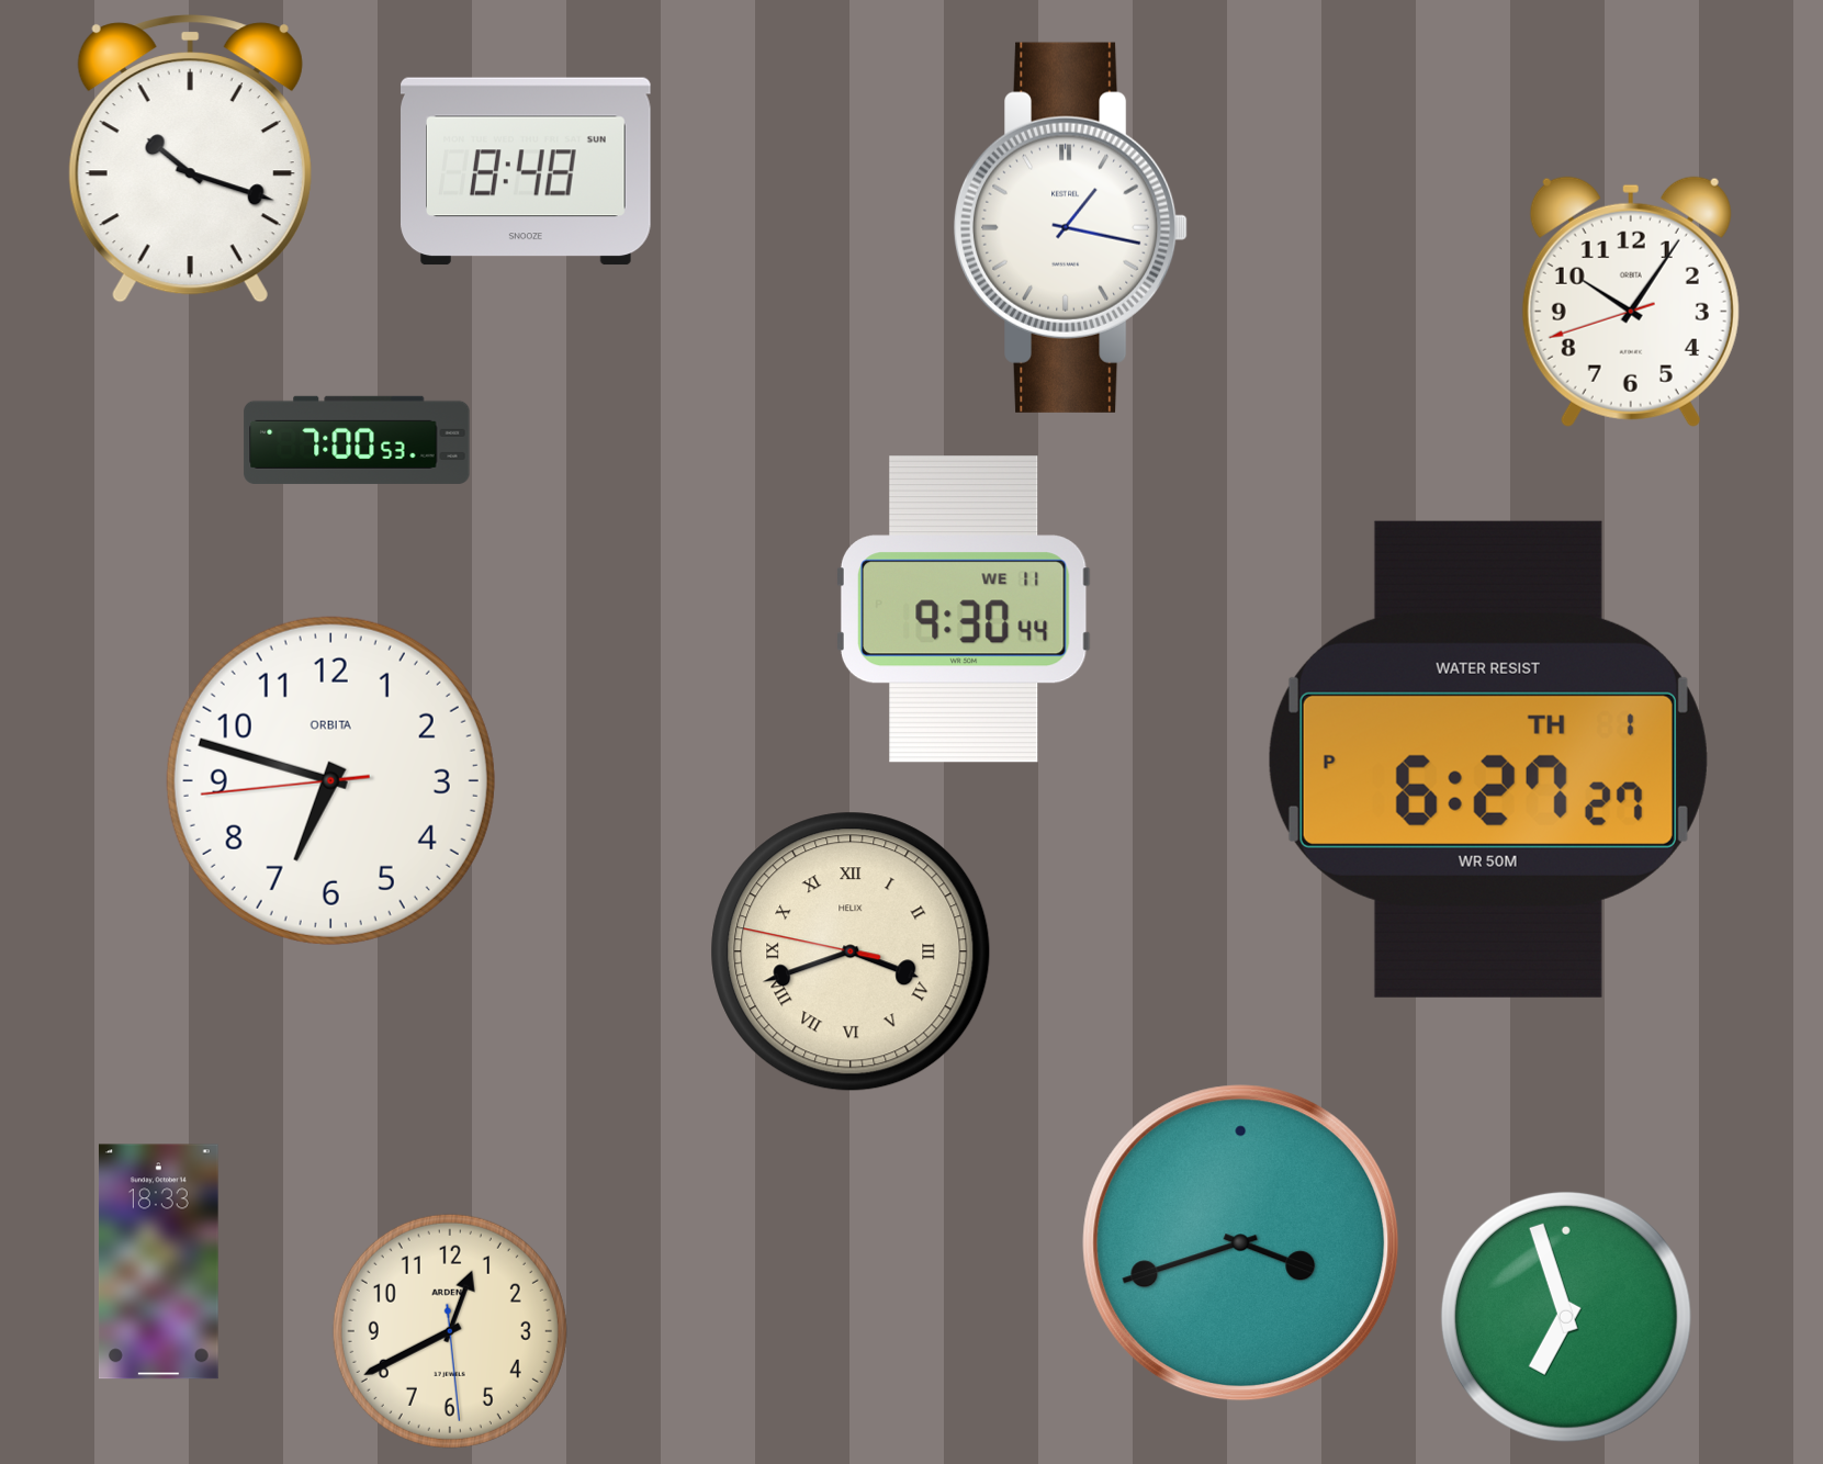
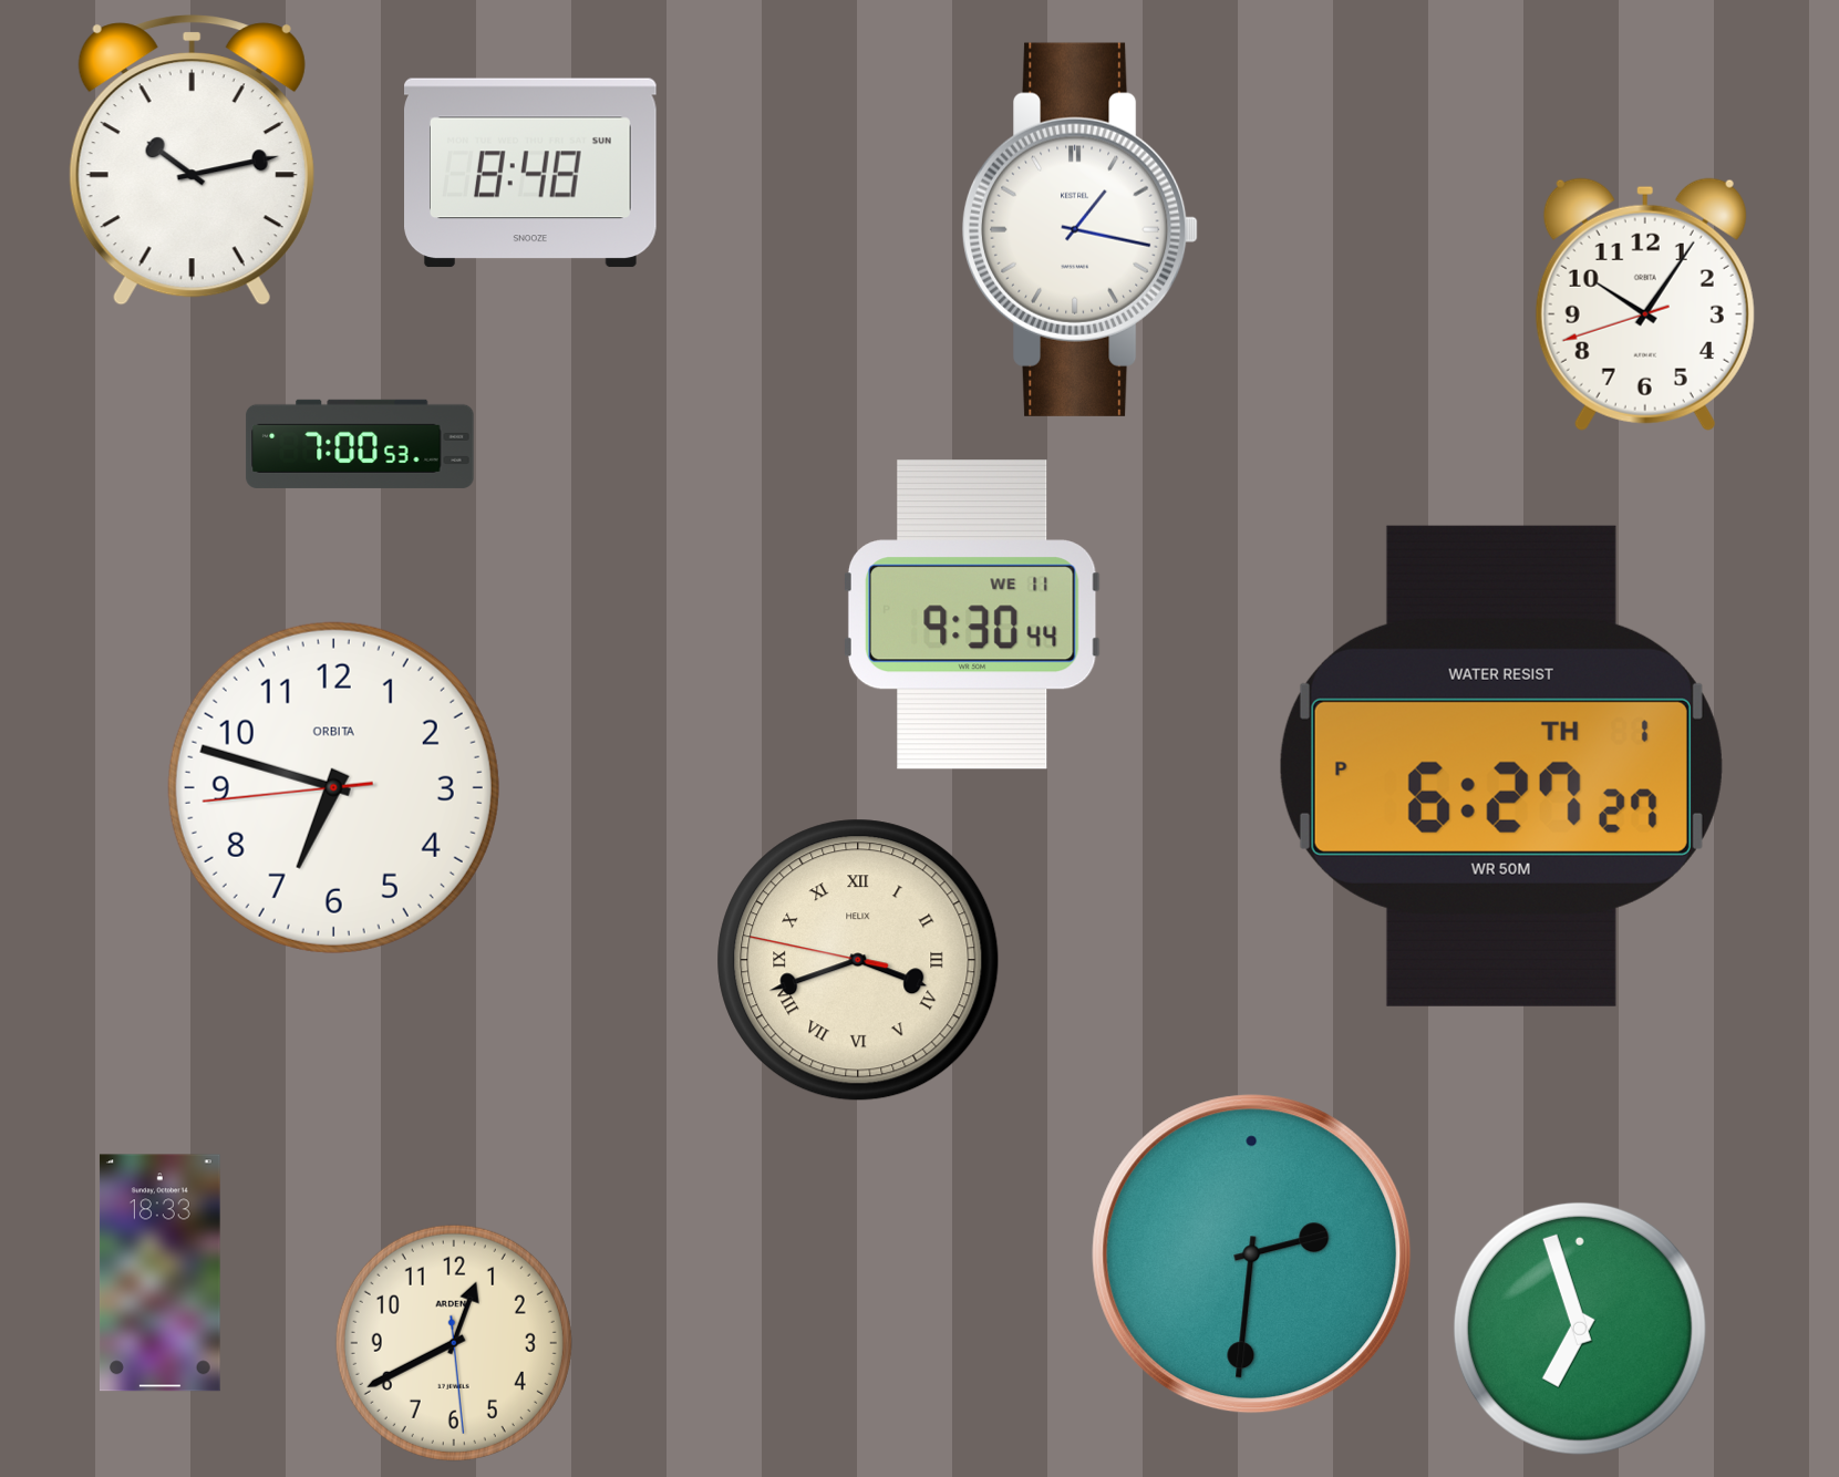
clock at (190, 159): 10:18 -> 10:13
clock at (1241, 1243): 3:42 -> 2:31
